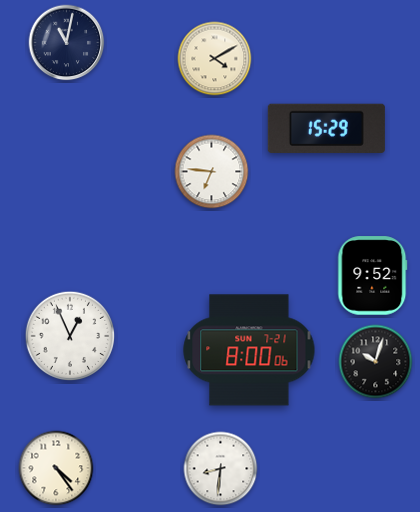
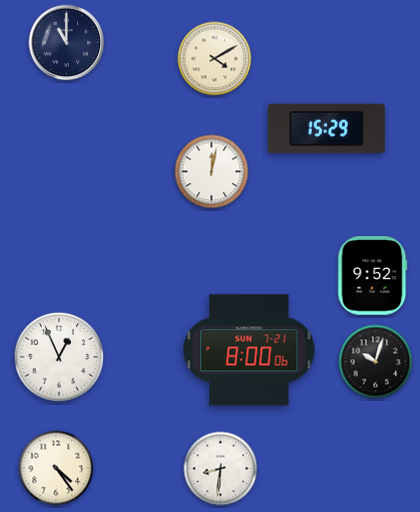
clock at (67, 43): 11:02 -> 11:00
clock at (212, 172): 6:46 -> 12:02
clock at (70, 336) position: (70, 336) -> (59, 357)
